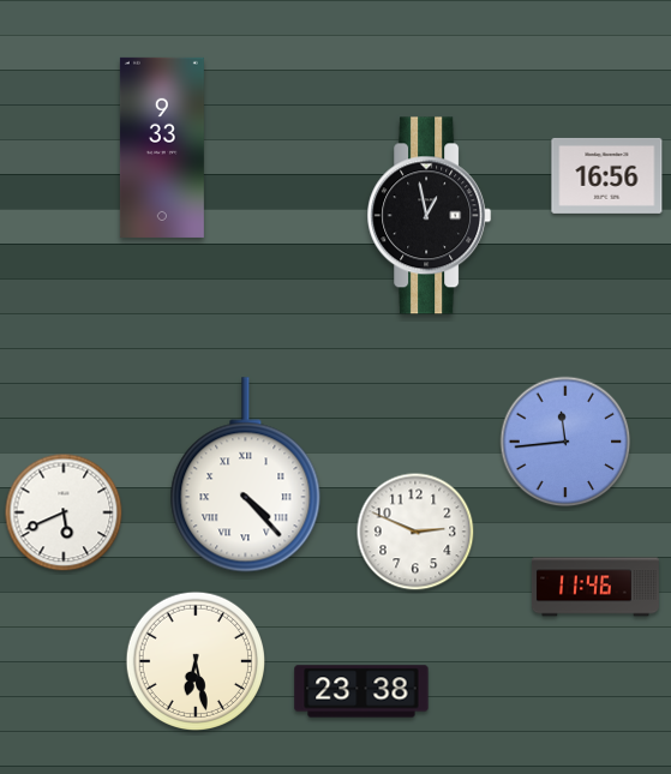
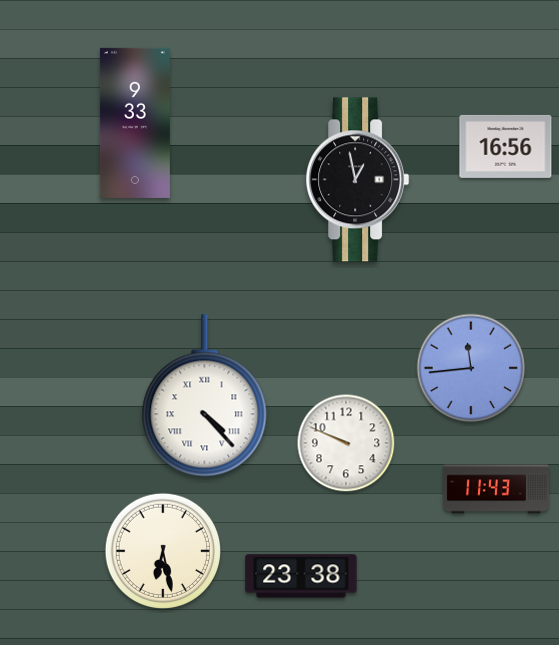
clock at (64, 512): 5:41 -> none
clock at (415, 532): 2:49 -> 9:49
clock at (595, 587): 11:46 -> 11:43
